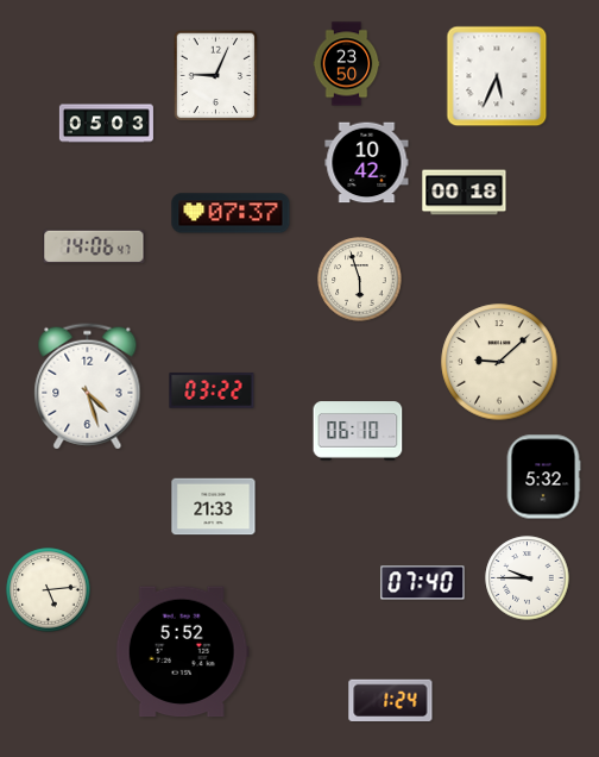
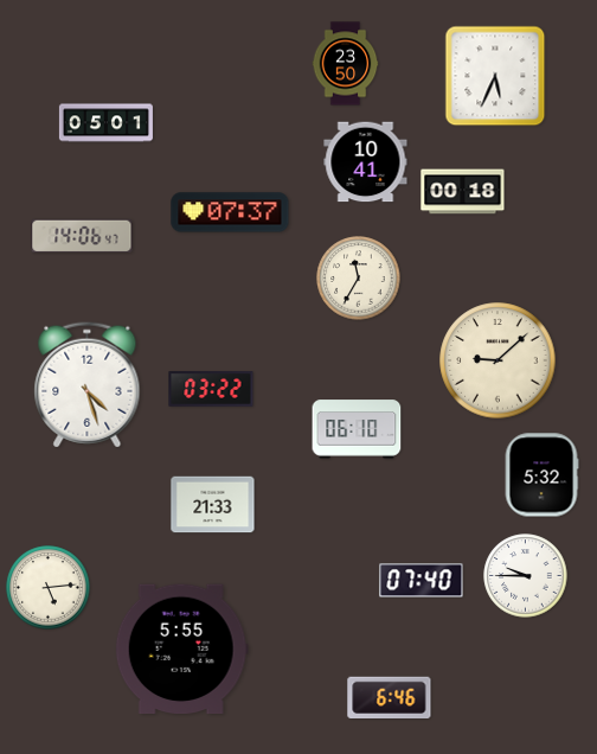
clock at (216, 76): 9:04 -> none
clock at (106, 124): 05:03 -> 05:01
clock at (367, 163): 10:42 -> 10:41
clock at (94, 246) position: (94, 246) -> (82, 236)
clock at (360, 280): 5:57 -> 11:35
clock at (182, 652): 5:52 -> 5:55
clock at (391, 701): 1:24 -> 6:46
